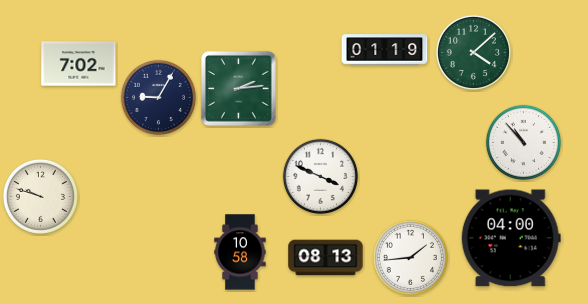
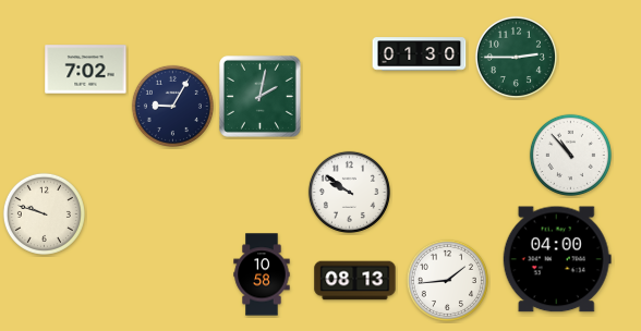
clock at (385, 50): 01:19 -> 01:30
clock at (473, 52): 4:08 -> 2:45
clock at (238, 88): 2:14 -> 2:02
clock at (320, 176): 3:49 -> 9:51
